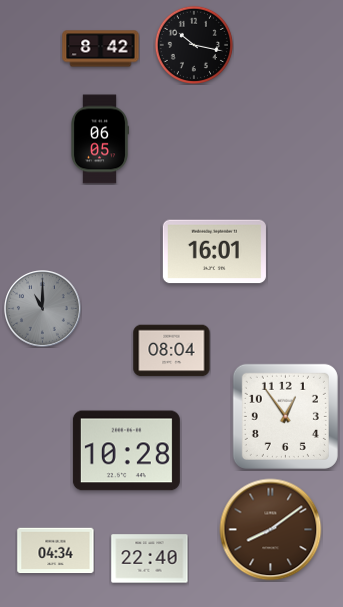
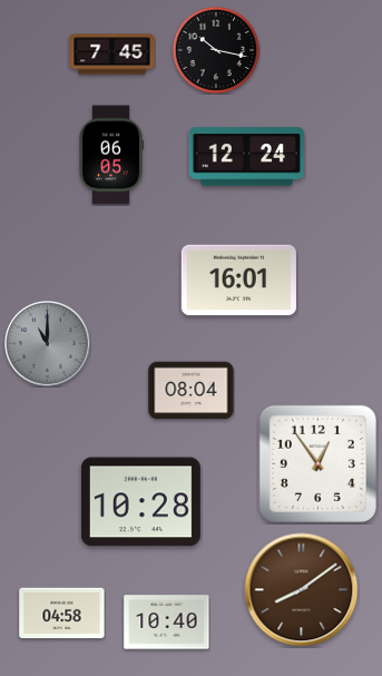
clock at (101, 49): 8:42 -> 7:45
clock at (246, 157): none -> 12:24
clock at (56, 551): 04:34 -> 04:58
clock at (150, 559): 22:40 -> 10:40
